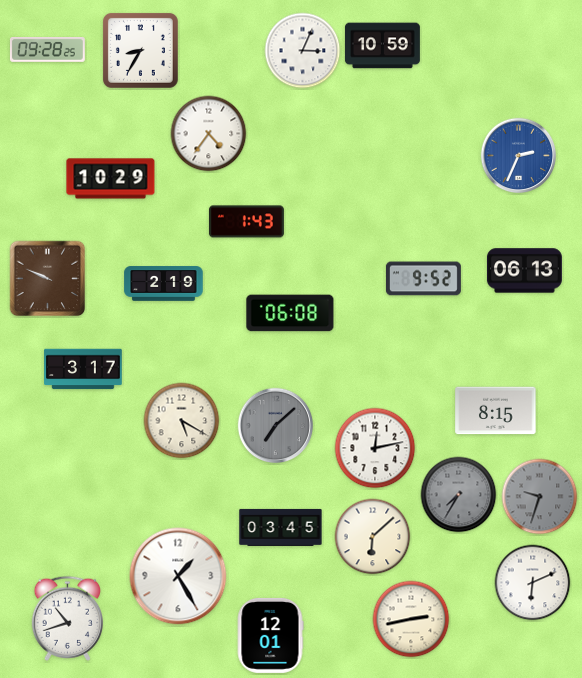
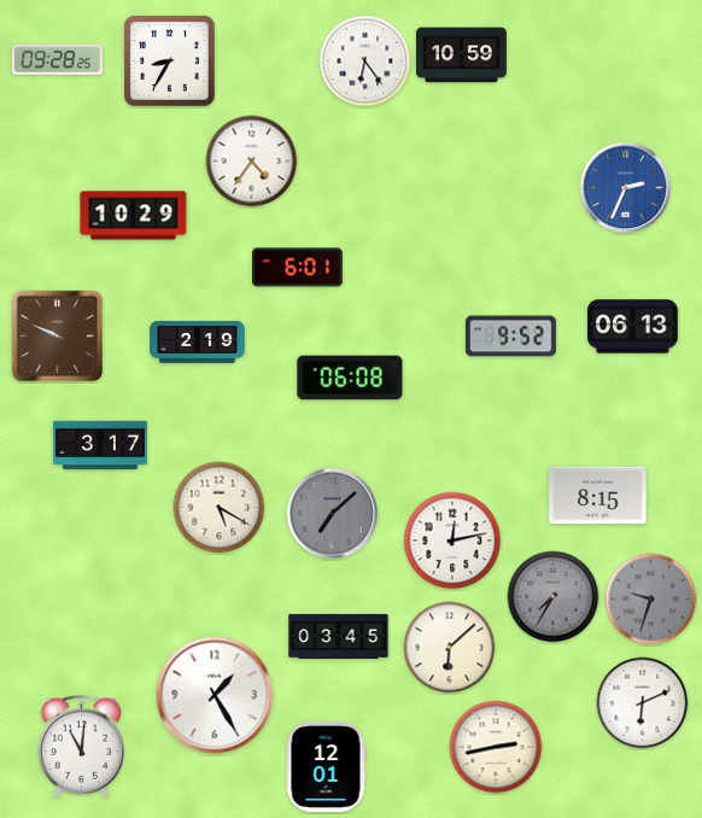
clock at (303, 51): 3:04 -> 6:24
clock at (246, 222): 1:43 -> 6:01
clock at (67, 618): 10:42 -> 11:01
